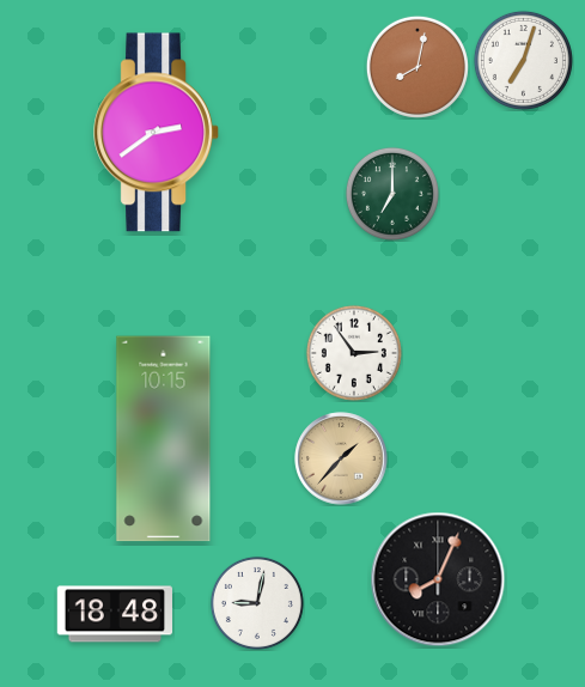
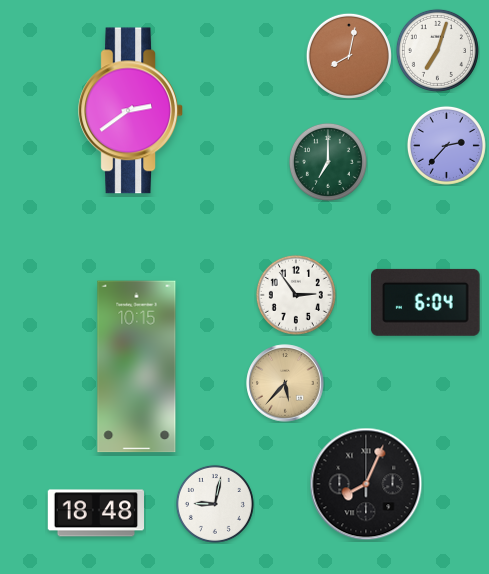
clock at (446, 145): none -> 2:37
clock at (426, 302): none -> 6:04
clock at (341, 458): 1:37 -> 5:37
